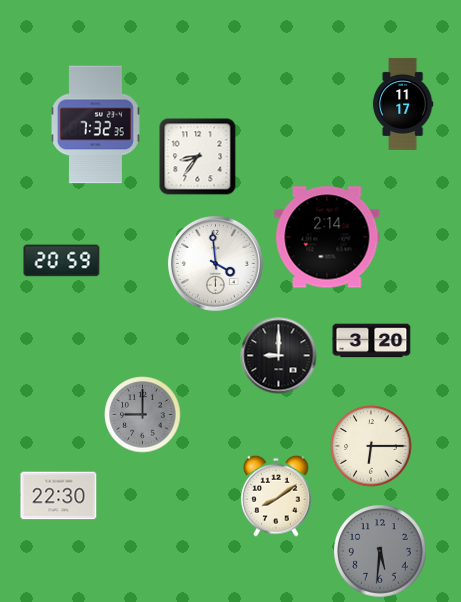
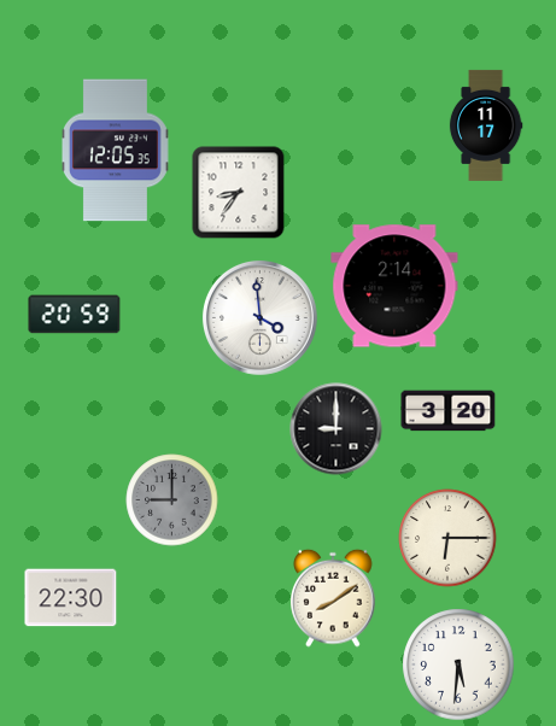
clock at (96, 125): 7:32 -> 12:05
clock at (198, 157) position: (198, 157) -> (239, 193)
clock at (380, 551) dial: grey -> white
